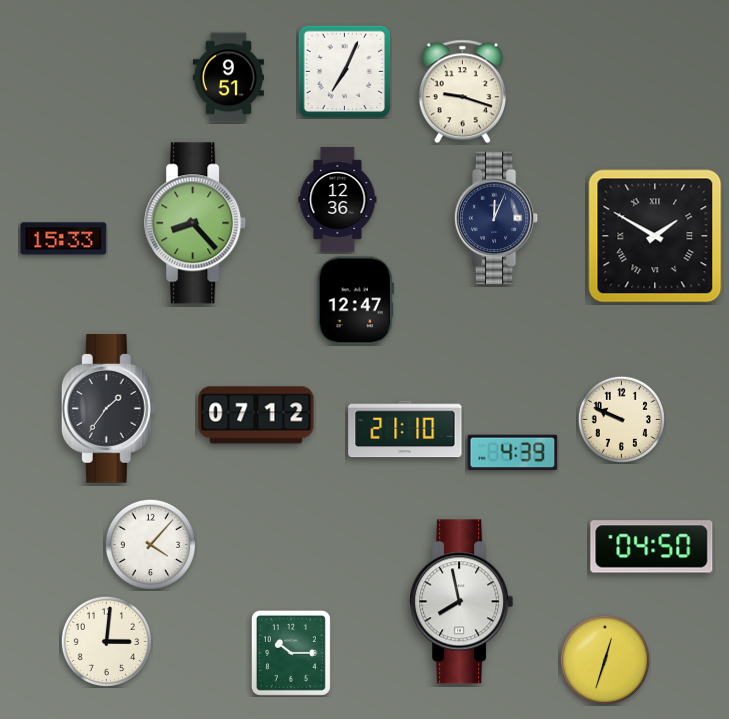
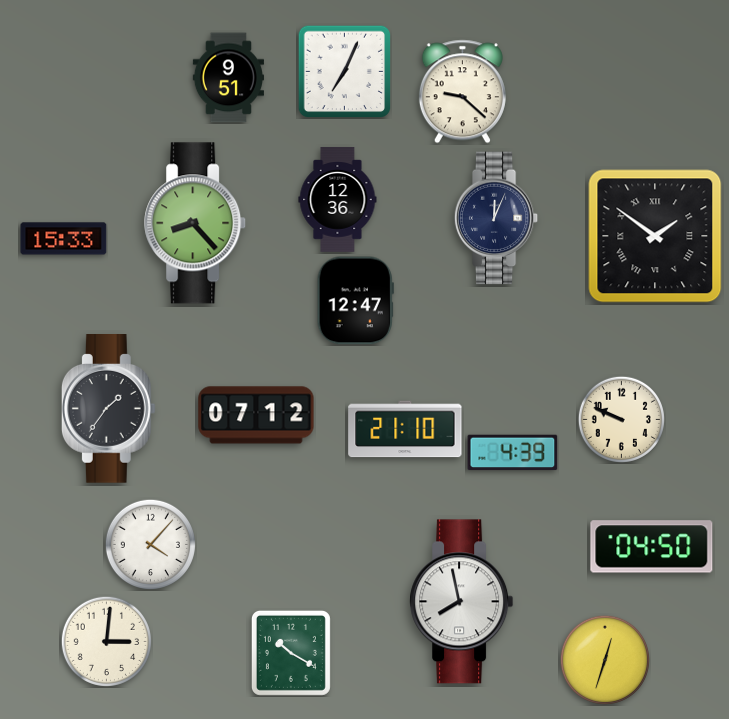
clock at (462, 92): 9:18 -> 9:22
clock at (655, 236): 1:50 -> 1:51
clock at (291, 653): 10:15 -> 10:20
